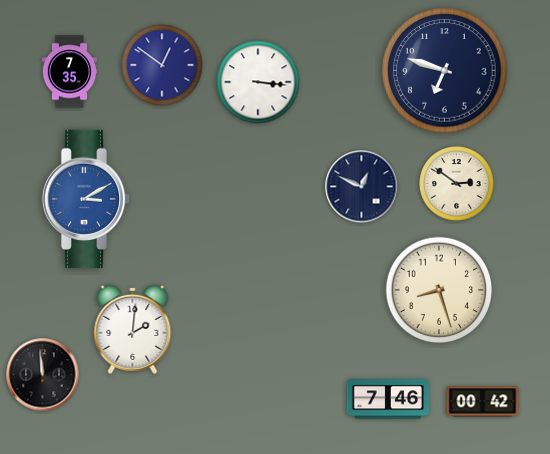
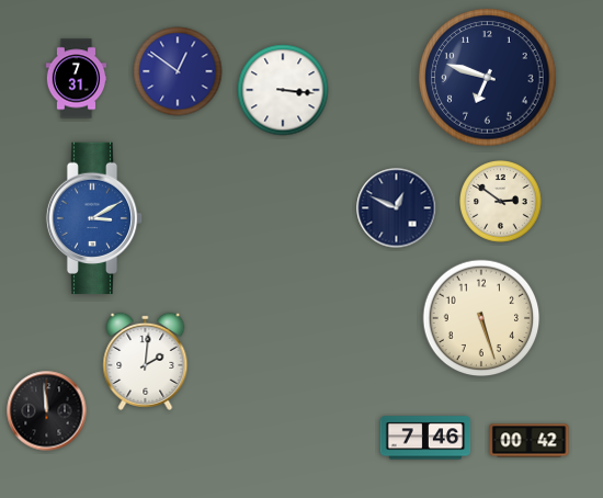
clock at (70, 72): 7:35 -> 7:31
clock at (362, 187) position: (362, 187) -> (397, 208)
clock at (439, 290): 8:27 -> 5:27
